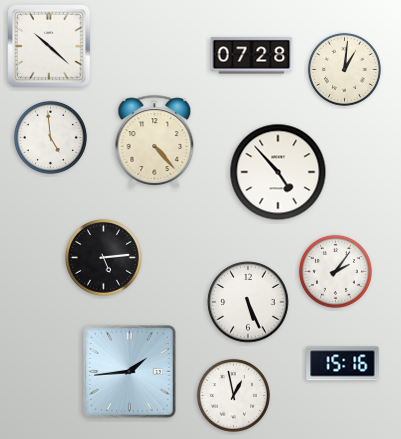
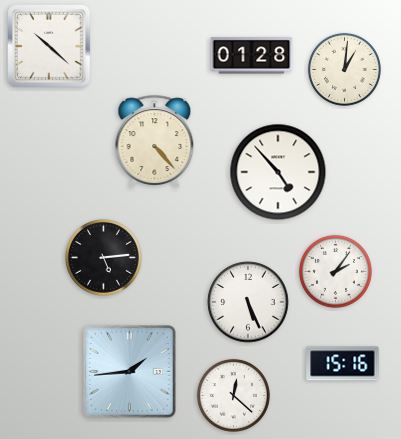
clock at (252, 56): 07:28 -> 01:28
clock at (50, 137): 4:59 -> none
clock at (233, 395): 12:58 -> 12:22
